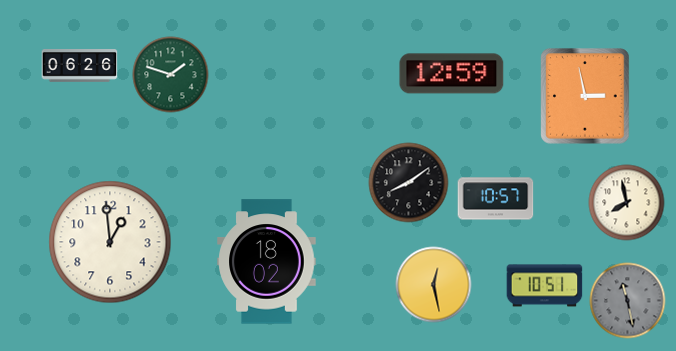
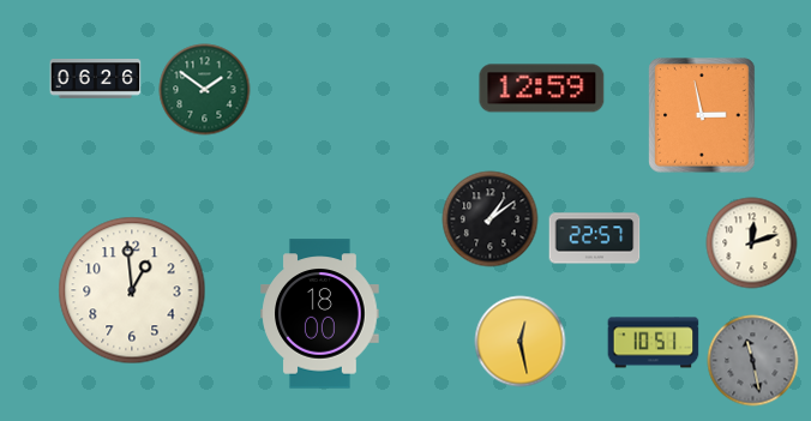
clock at (171, 75): 1:48 -> 1:51
clock at (409, 183): 8:09 -> 1:09
clock at (496, 199): 10:57 -> 22:57
clock at (627, 203): 7:58 -> 12:12
clock at (267, 262): 18:02 -> 18:00
